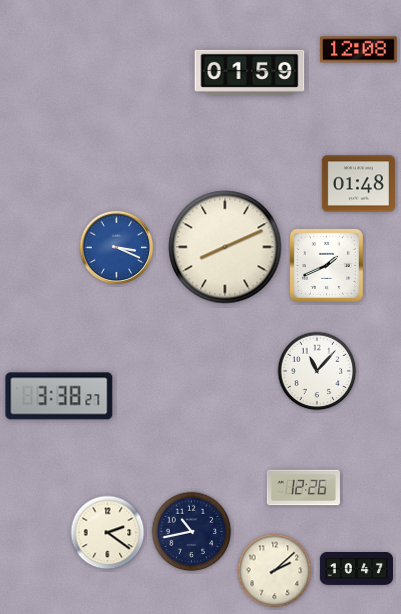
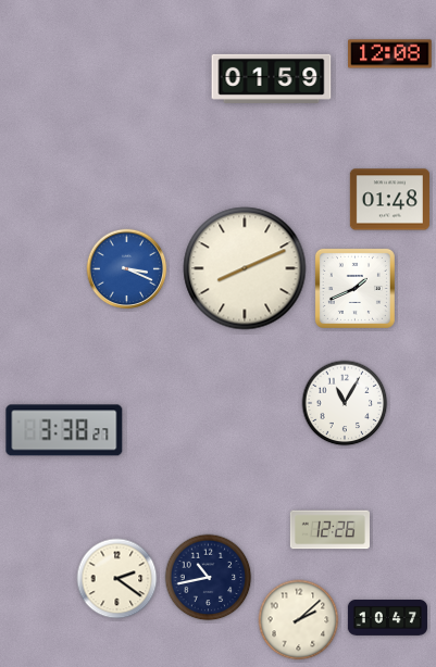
clock at (317, 371): 11:07 -> 11:05
